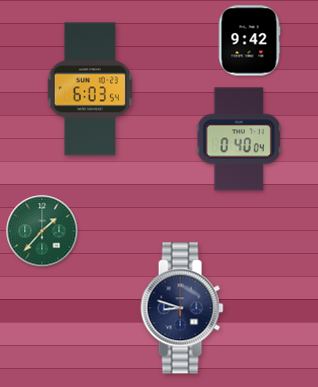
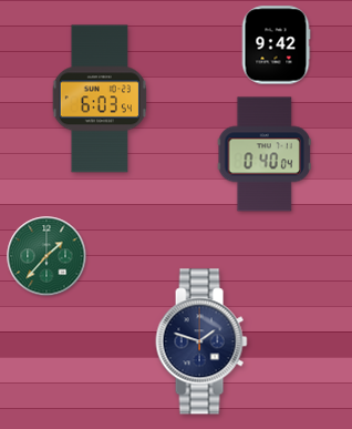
clock at (182, 308): 8:48 -> 1:48
